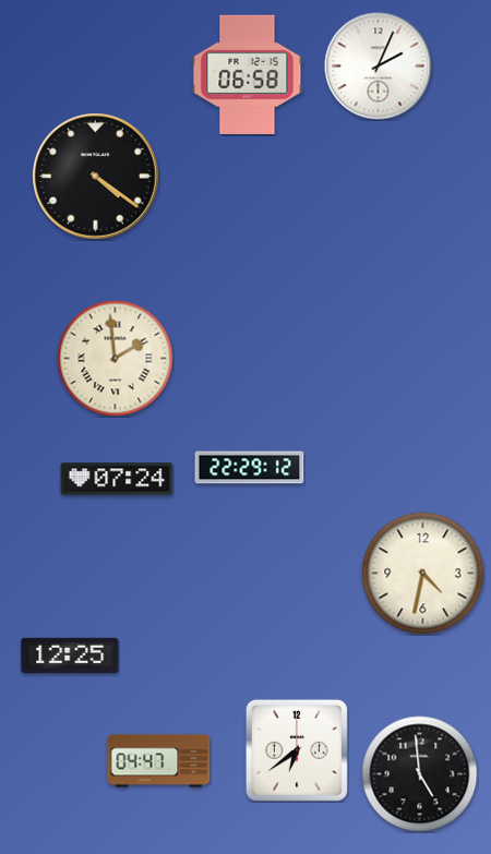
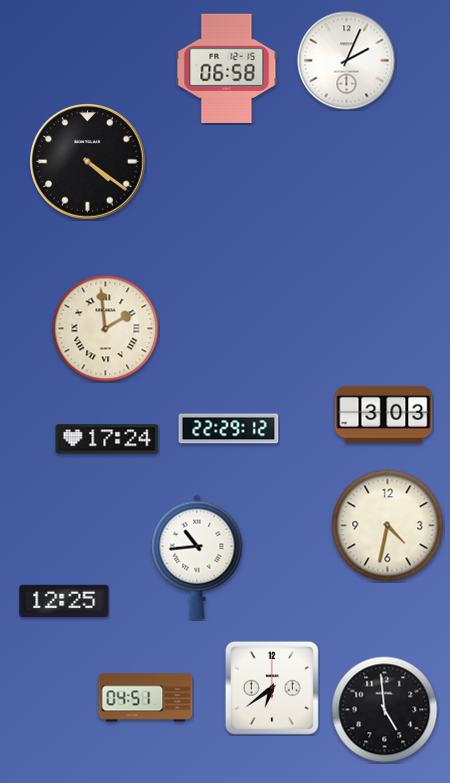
clock at (384, 414): none -> 3:03
clock at (117, 479): 07:24 -> 17:24
clock at (197, 557): none -> 10:44
clock at (159, 761): 04:47 -> 04:51
